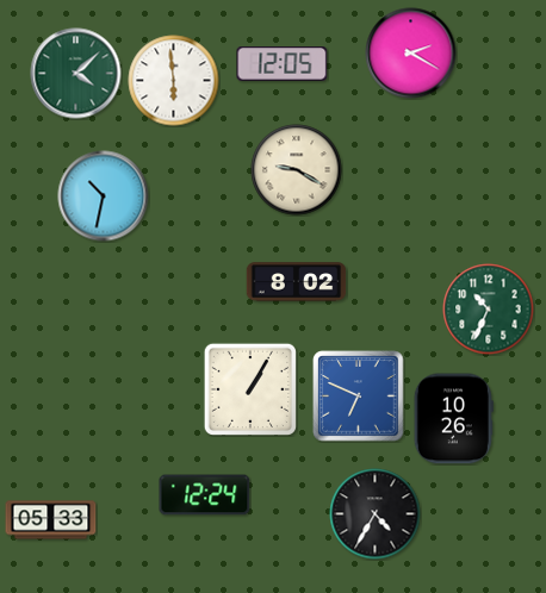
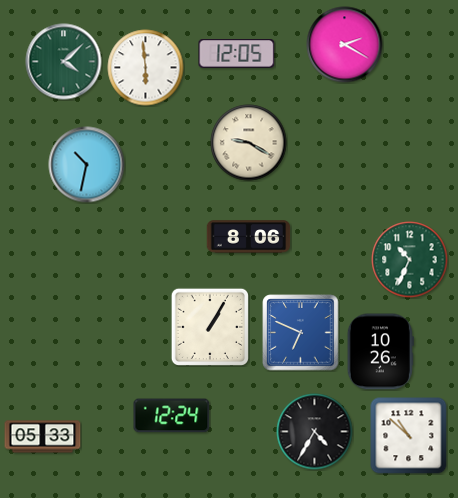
clock at (297, 282): 8:02 -> 8:06
clock at (409, 436): none -> 10:52
